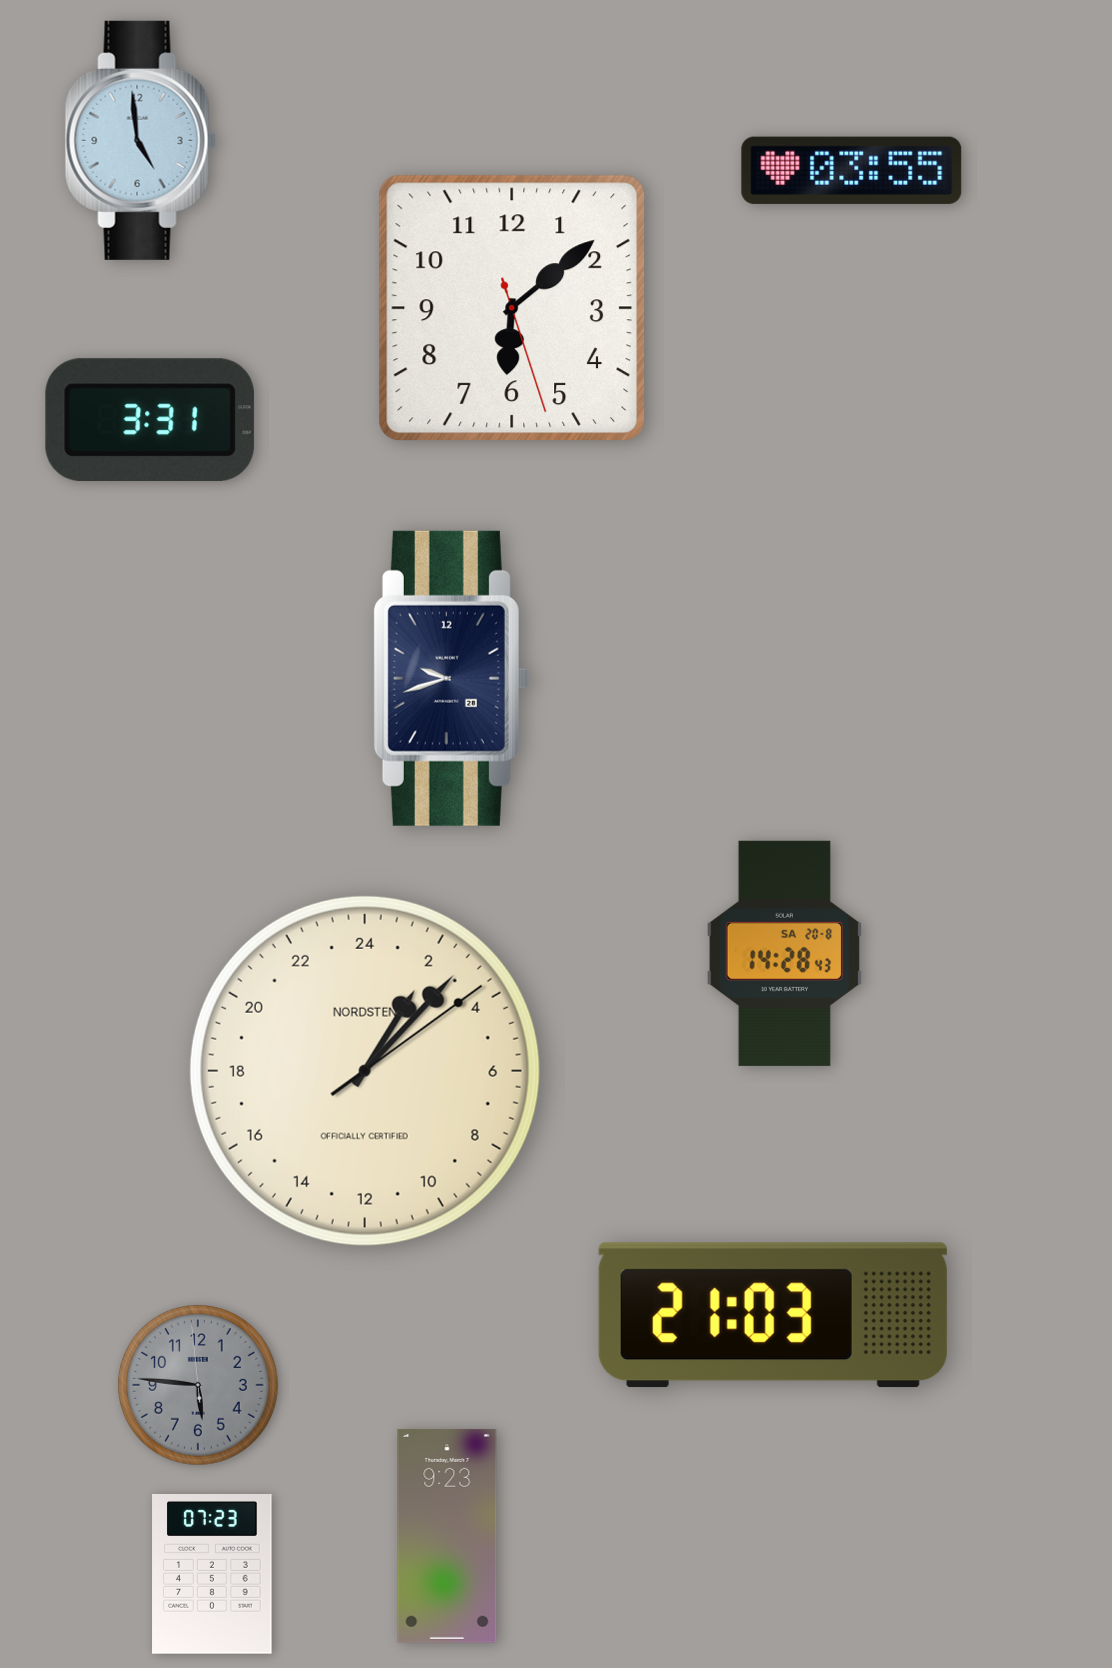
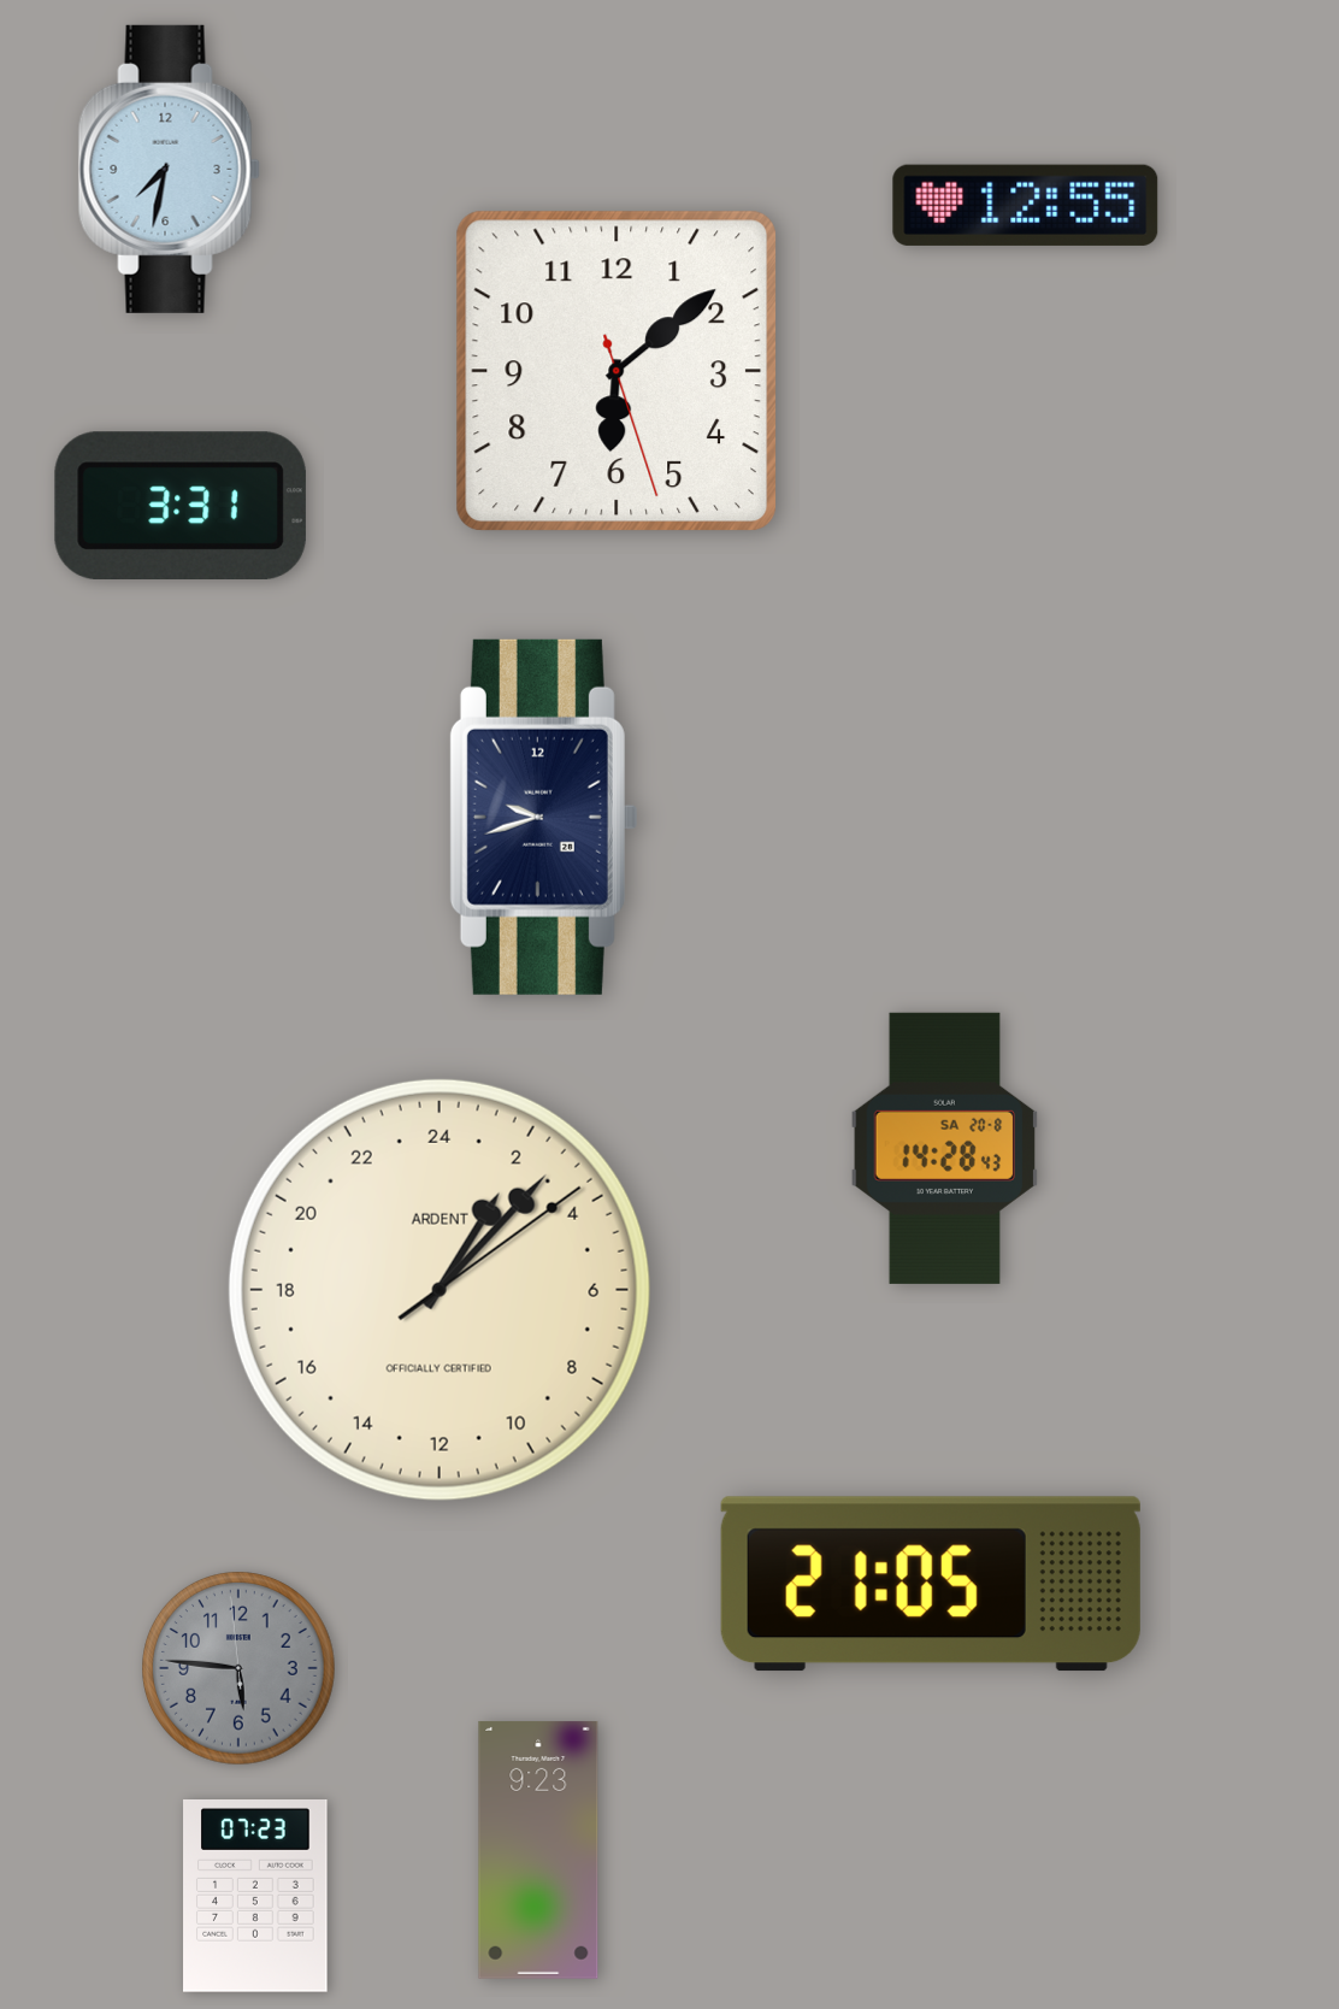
clock at (140, 140): 4:59 -> 7:32
clock at (852, 170): 03:55 -> 12:55
clock at (365, 1071) brand: NORDSTEN -> ARDENT
clock at (773, 1315): 21:03 -> 21:05
